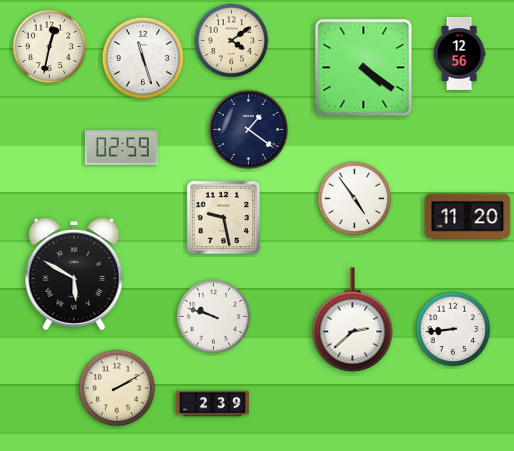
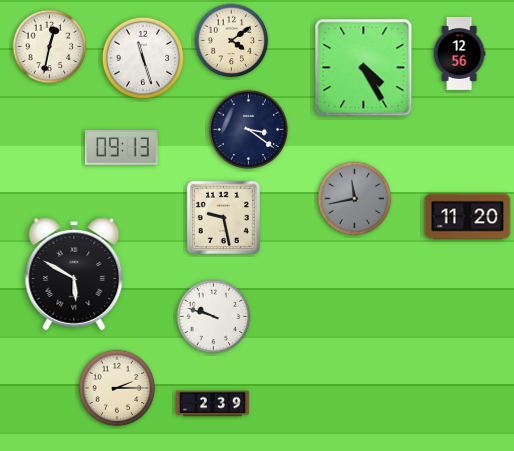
clock at (364, 68): 4:21 -> 4:25
clock at (249, 130): 1:21 -> 3:21
clock at (121, 147): 02:59 -> 09:13
clock at (355, 199): 4:54 -> 11:43
clock at (355, 199) dial: white -> grey
clock at (353, 320): 2:38 -> none
clock at (453, 329): 8:44 -> none
clock at (117, 388): 2:10 -> 2:15
